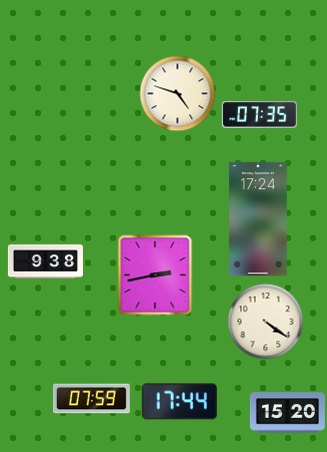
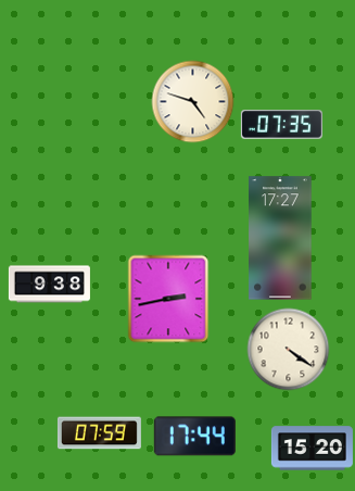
clock at (258, 219): 17:24 -> 17:27
